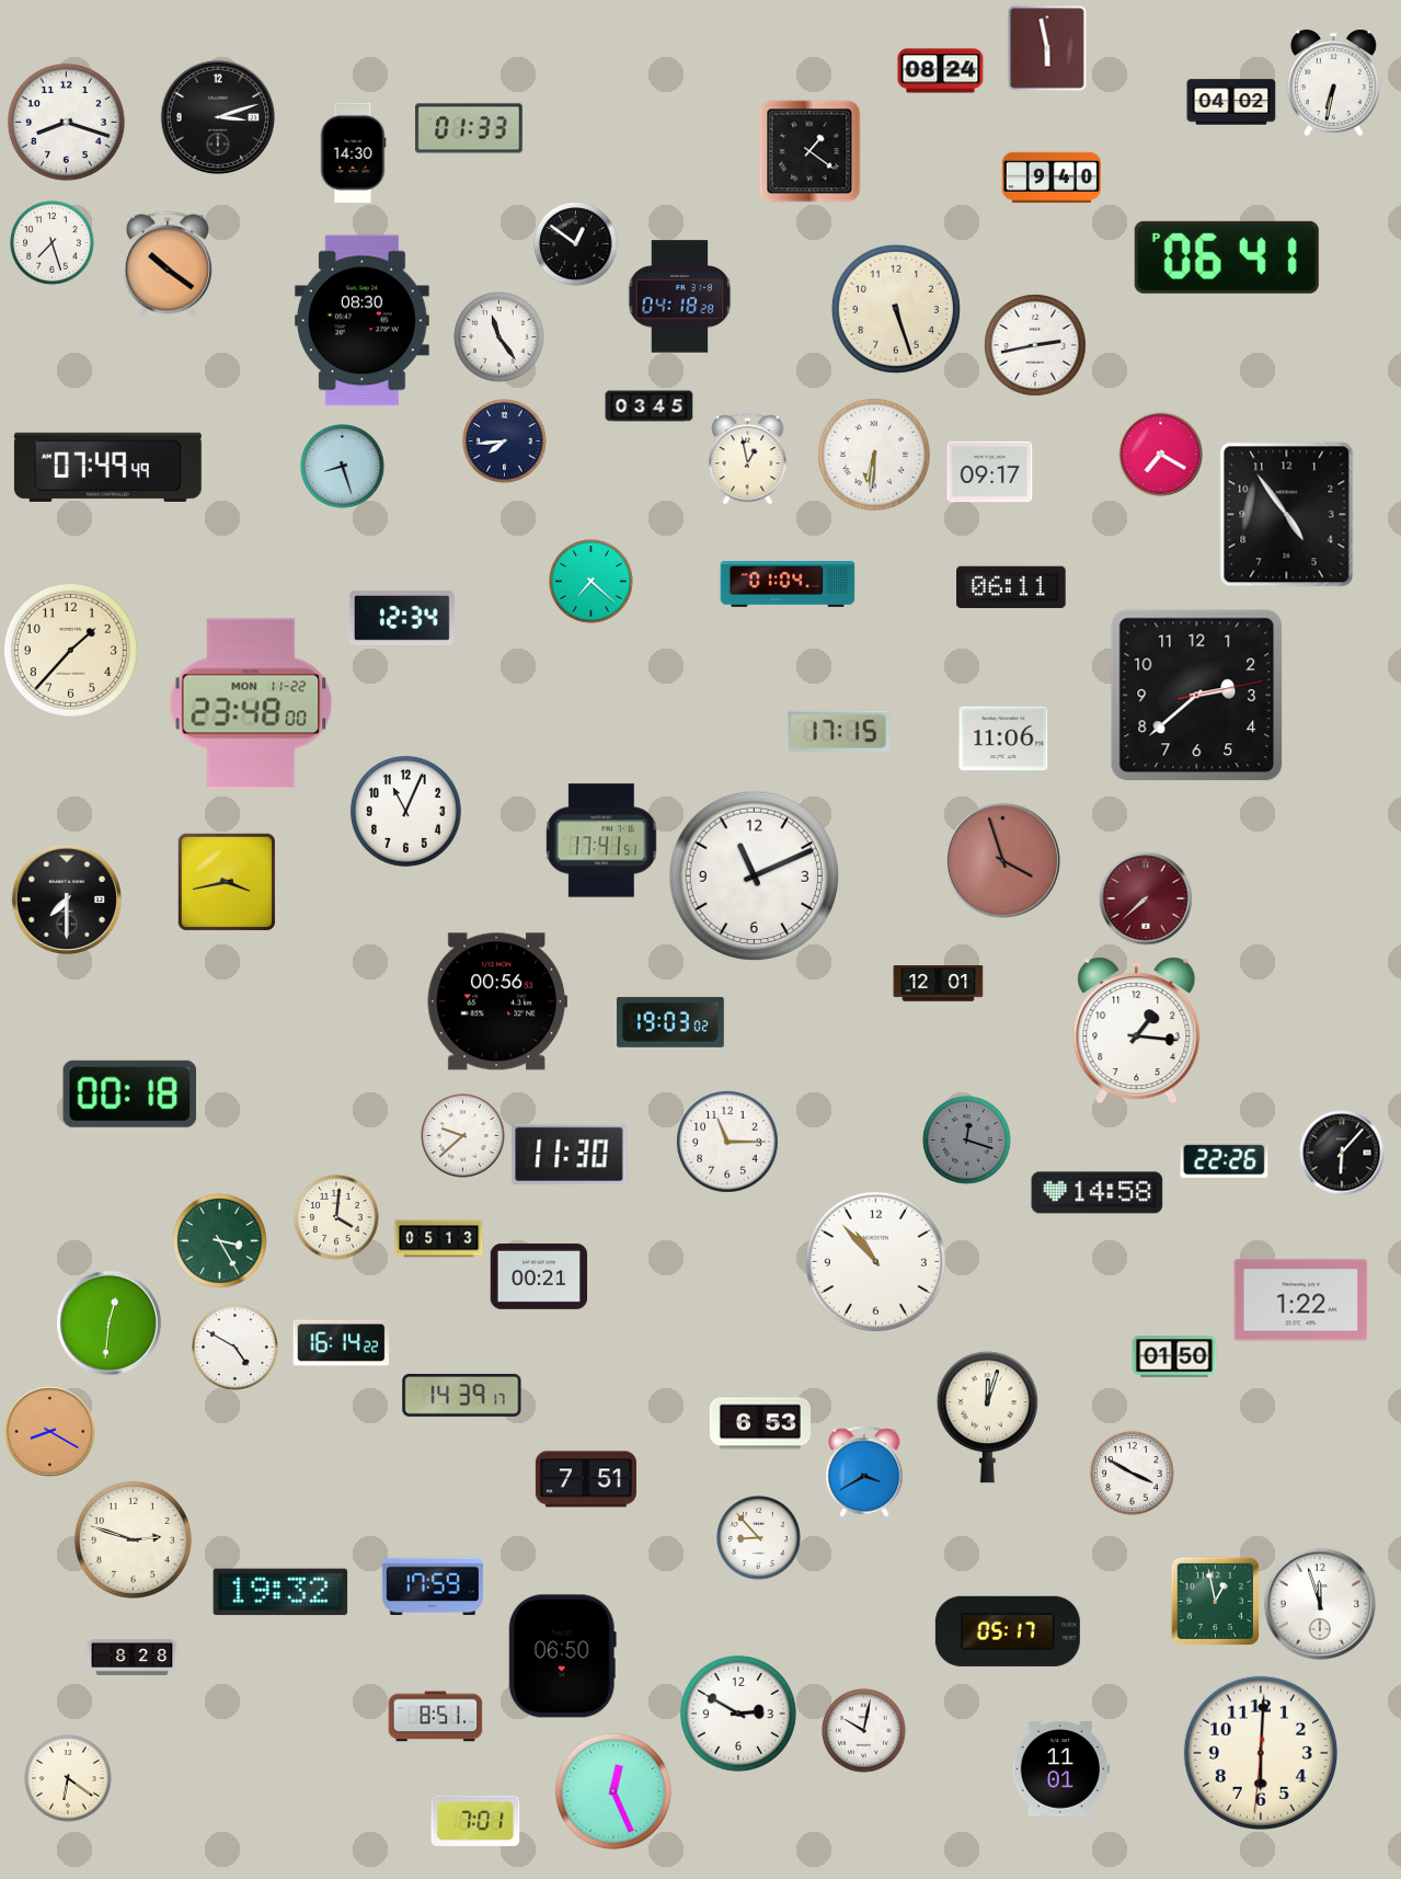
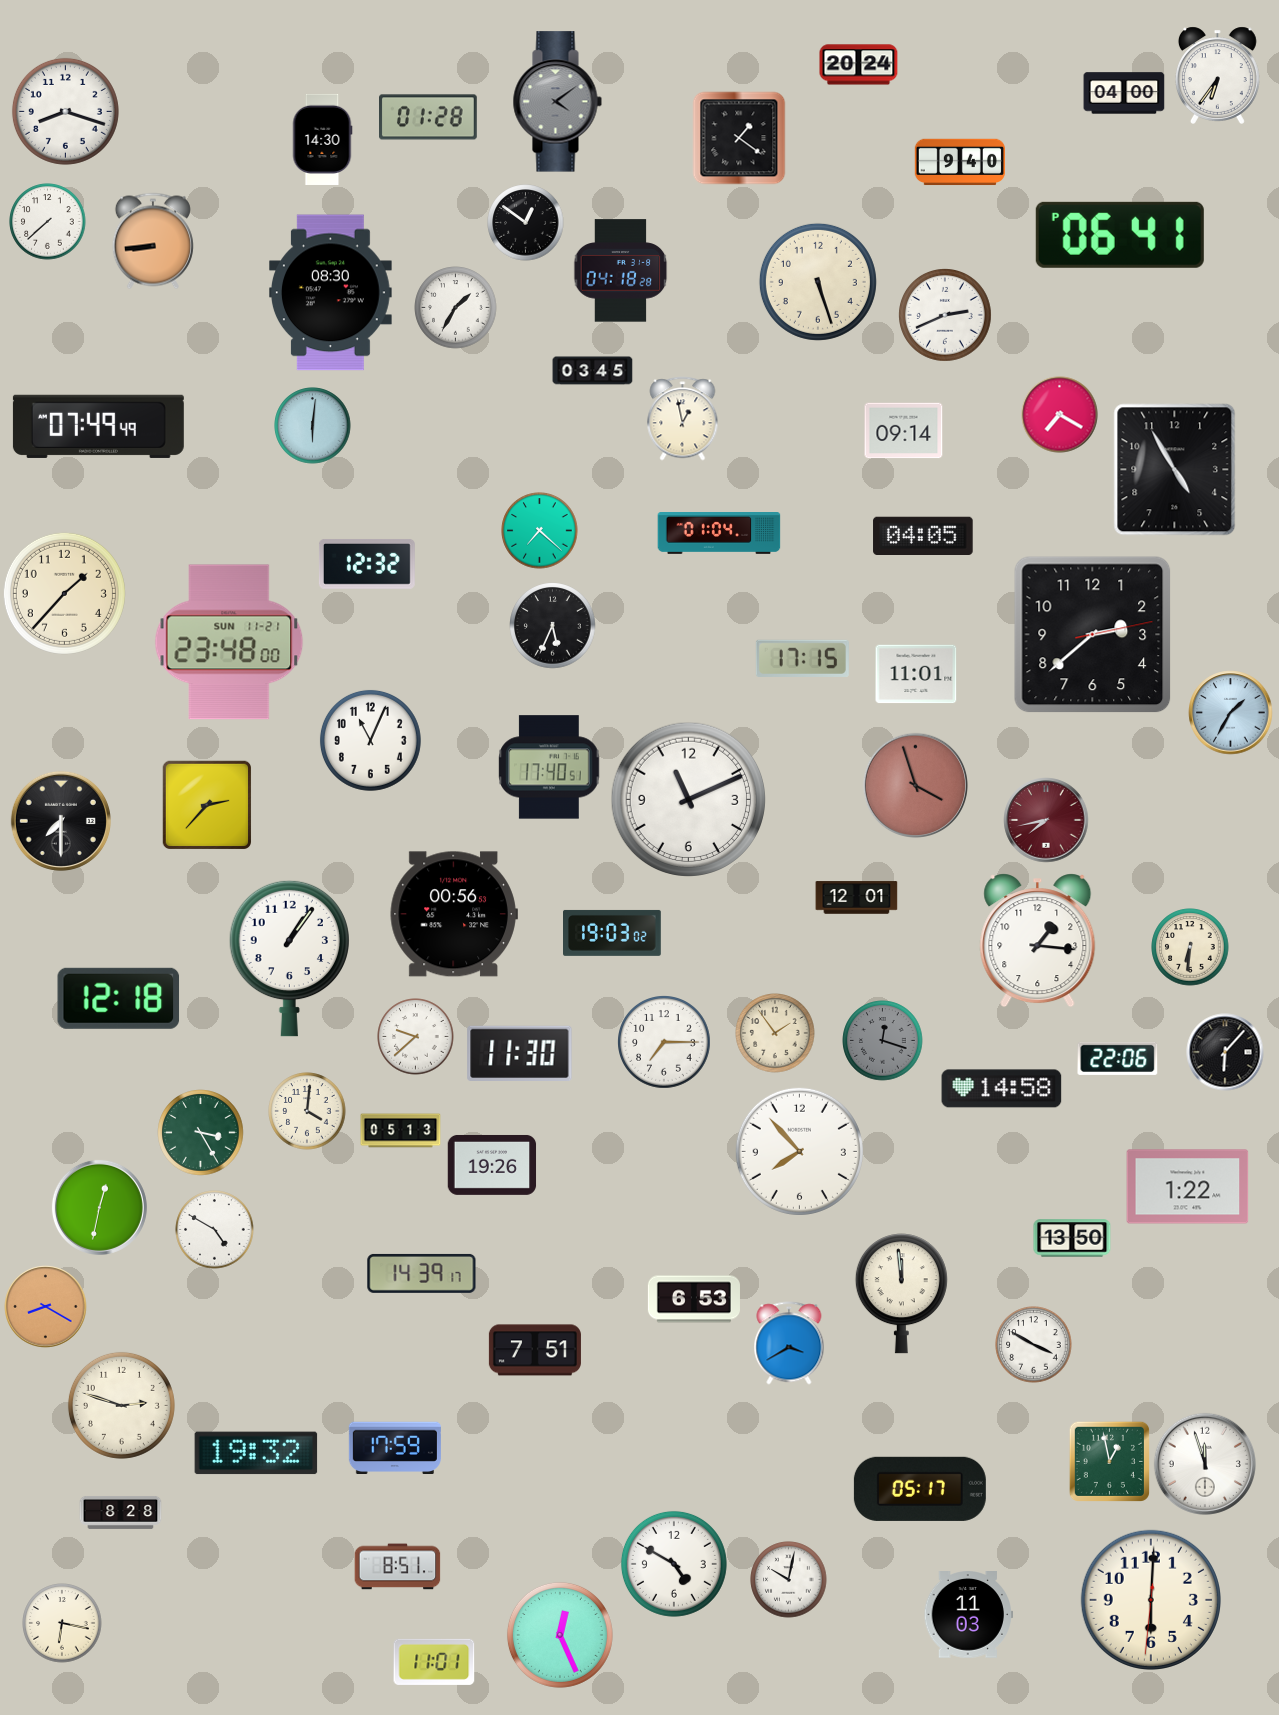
clock at (1047, 48): 5:58 -> none
clock at (941, 71): 08:24 -> 20:24
clock at (1333, 82): 6:32 -> 6:36
clock at (1231, 102): 04:02 -> 04:00
clock at (557, 102): none -> 4:09
clock at (217, 116): 3:12 -> none
clock at (66, 122) position: (66, 122) -> (65, 111)
clock at (470, 128): 01:33 -> 01:28
clock at (53, 243): 7:27 -> 7:38
clock at (168, 264): 10:21 -> 8:44
clock at (499, 337): 11:24 -> 1:35
clock at (1036, 346): 2:43 -> 2:41
clock at (505, 442): 7:44 -> none
clock at (874, 455): 6:31 -> none
clock at (343, 467): 8:27 -> 6:01
clock at (990, 472): 09:17 -> 09:14
clock at (1287, 515): 4:54 -> 4:55
clock at (1011, 587): 06:11 -> 04:05
clock at (402, 618): 12:34 -> 12:32
clock at (553, 626): none -> 5:34
clock at (251, 703) date: MON 11-22 -> SUN 11-21
clock at (838, 731) position: (838, 731) -> (802, 658)
clock at (1003, 738): 11:06 -> 11:01
clock at (1231, 713): none -> 1:35
clock at (601, 840): 17:41 -> 17:40
clock at (226, 881): 3:43 -> 2:37
clock at (1146, 898): 7:38 -> 7:43
clock at (1190, 947): none -> 6:31
clock at (289, 958): none -> 1:06
clock at (130, 1093): 00:18 -> 12:18
clock at (775, 1033): none -> 1:54
clock at (463, 1136) position: (463, 1136) -> (416, 1037)
clock at (728, 1143): 11:15 -> 7:15
clock at (1225, 1159): 22:26 -> 22:06
clock at (875, 1261): 10:53 -> 7:53
clock at (539, 1276): 00:21 -> 19:26
clock at (108, 1322): 12:31 -> 12:32
clock at (342, 1343): 16:14 -> none
clock at (1174, 1356): 01:50 -> 13:50
clock at (987, 1418): 12:03 -> 11:59
clock at (759, 1538): 8:53 -> none
clock at (562, 1657): 06:50 -> none
clock at (738, 1714): 2:50 -> 4:50
clock at (1060, 1769): 11:01 -> 11:03
clock at (68, 1778): 6:21 -> 6:17
clock at (475, 1821): 7:01 -> 11:01
